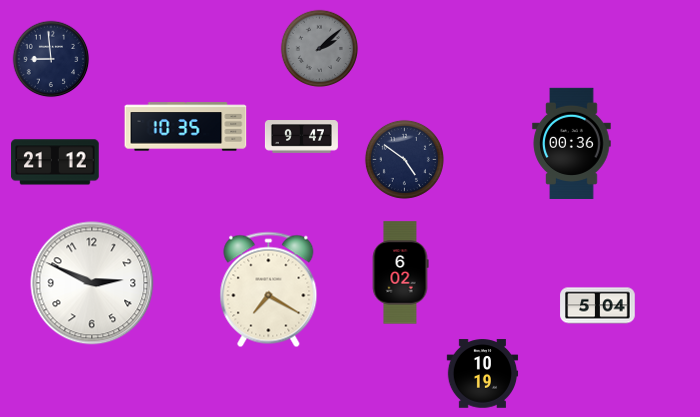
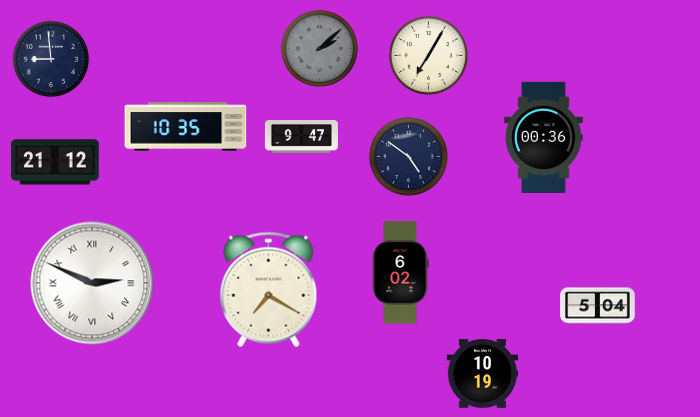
clock at (428, 55): none -> 7:05
clock at (572, 143) position: (572, 143) -> (544, 137)
clock at (404, 159) position: (404, 159) -> (408, 156)
clock at (92, 283) numerals: Arabic -> Roman
